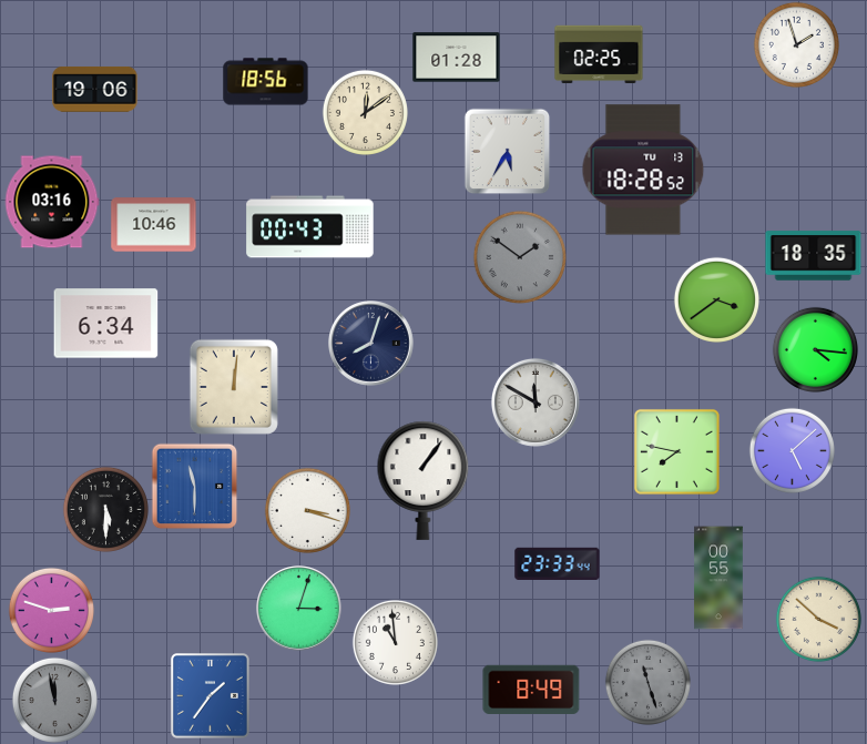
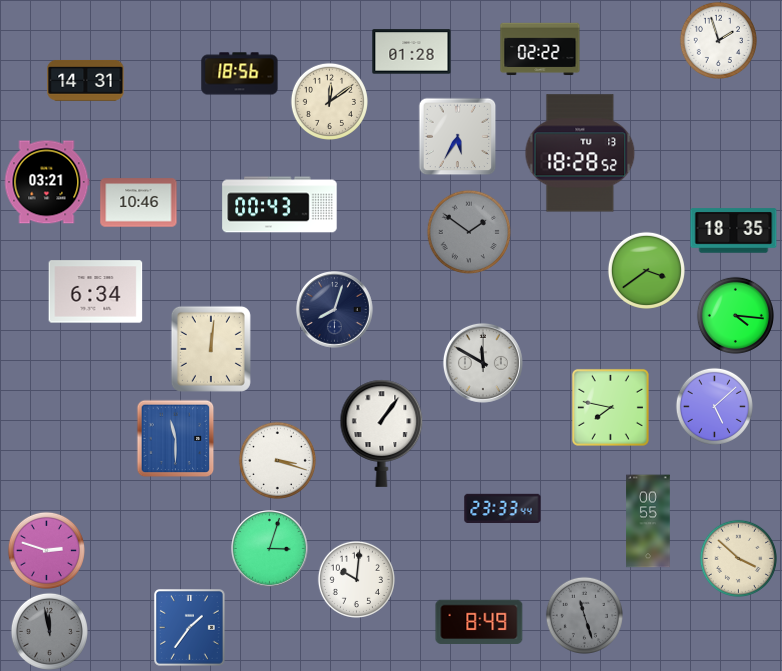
clock at (599, 54): 02:25 -> 02:22
clock at (95, 89): 19:06 -> 14:31
clock at (52, 202): 03:16 -> 03:21
clock at (105, 509): 5:30 -> none
clock at (395, 642): 10:59 -> 10:01
